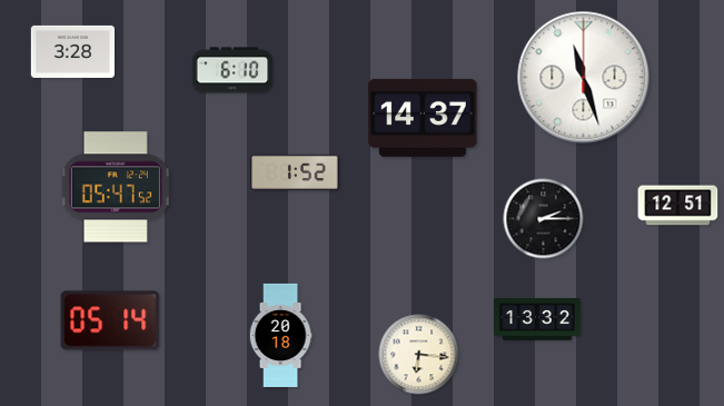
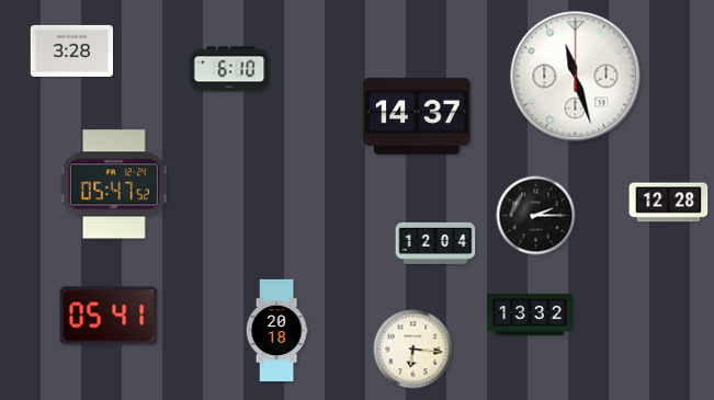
clock at (295, 172): 1:52 -> none
clock at (678, 206): 12:51 -> 12:28
clock at (435, 243): none -> 12:04
clock at (110, 320): 05:14 -> 05:41
